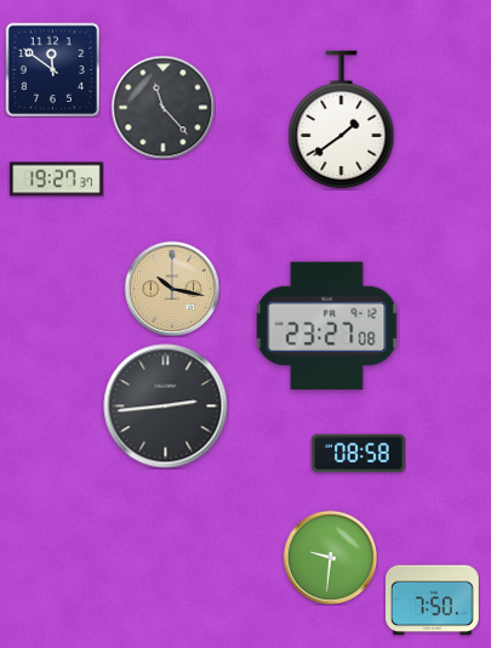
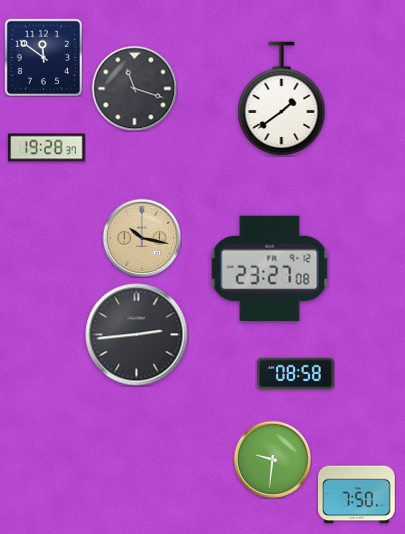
clock at (162, 107): 11:23 -> 11:18
clock at (57, 180): 19:27 -> 19:28
